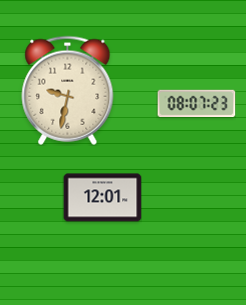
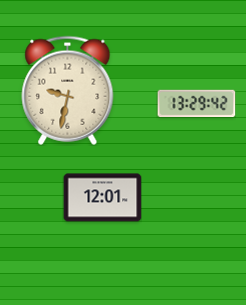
clock at (196, 104): 08:07 -> 13:29
